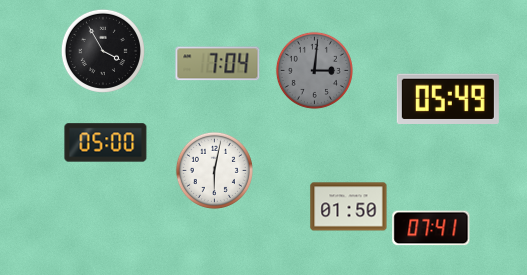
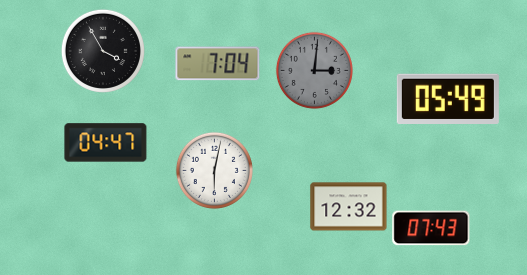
clock at (106, 143): 05:00 -> 04:47
clock at (349, 207): 01:50 -> 12:32
clock at (431, 228): 07:41 -> 07:43
